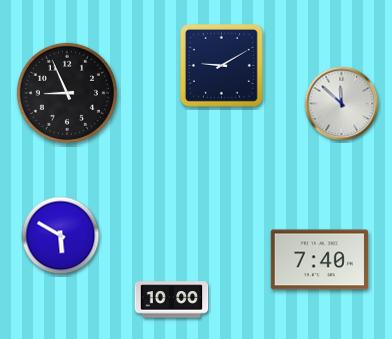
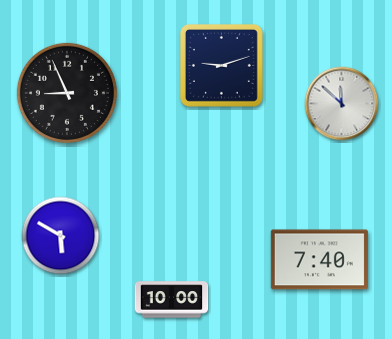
clock at (221, 65): 9:10 -> 9:12
